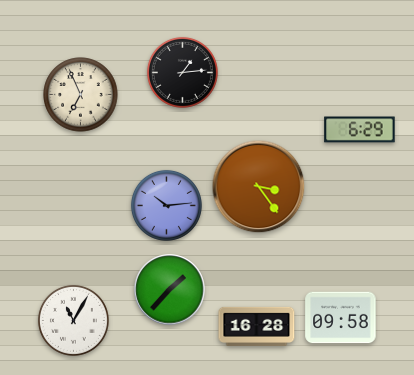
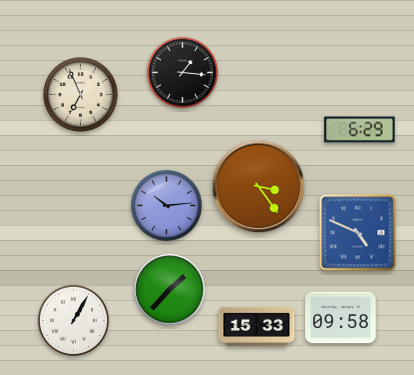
clock at (182, 72): 1:14 -> 1:16
clock at (358, 233): none -> 4:49
clock at (73, 320): 11:05 -> 1:05
clock at (257, 326): 16:28 -> 15:33
